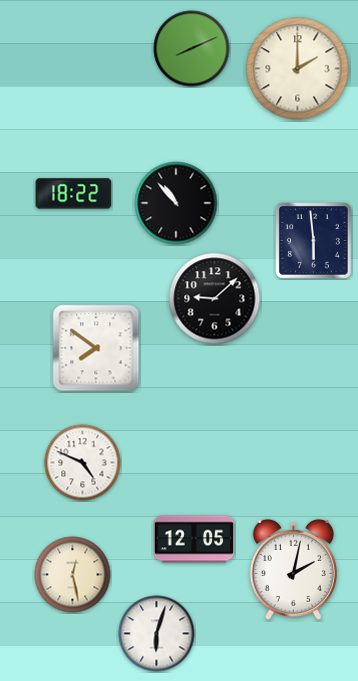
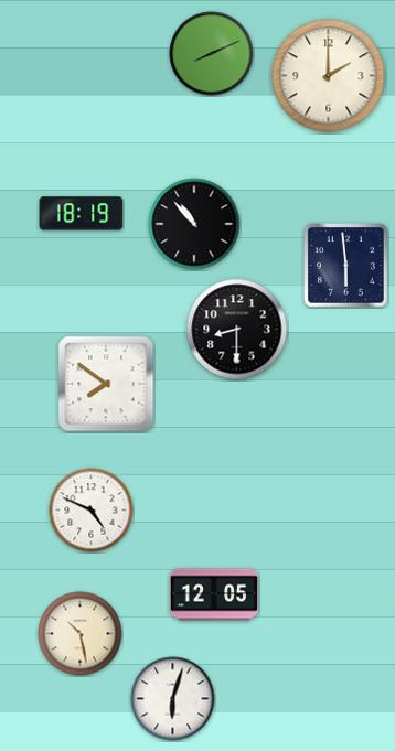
clock at (74, 194): 18:22 -> 18:19
clock at (215, 299): 9:08 -> 8:30
clock at (293, 569): 2:02 -> none
clock at (73, 575): 12:28 -> 10:28
